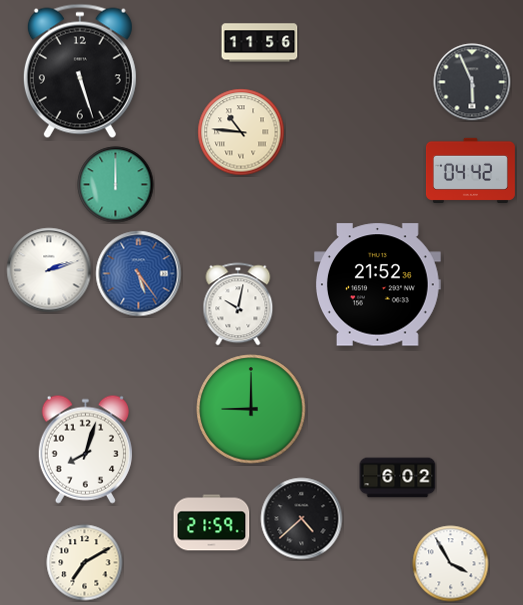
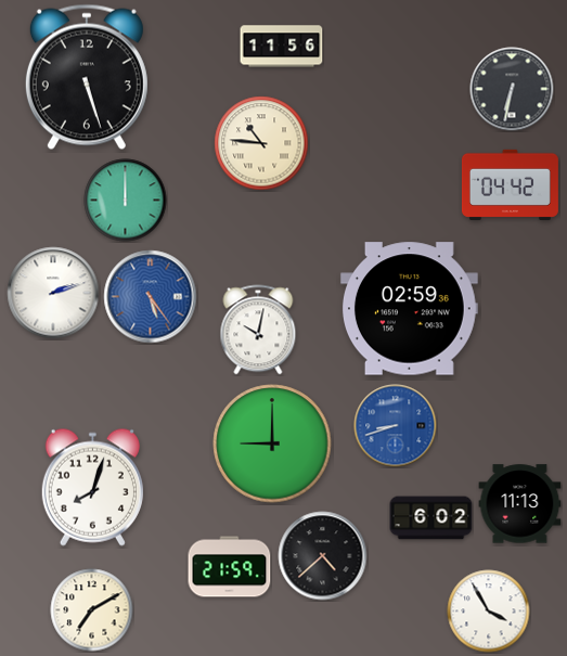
clock at (472, 82): 5:56 -> 6:32
clock at (377, 285): 21:52 -> 02:59
clock at (396, 426): none -> 8:42
clock at (520, 504): none -> 11:13
clock at (302, 519) position: (302, 519) -> (323, 556)
